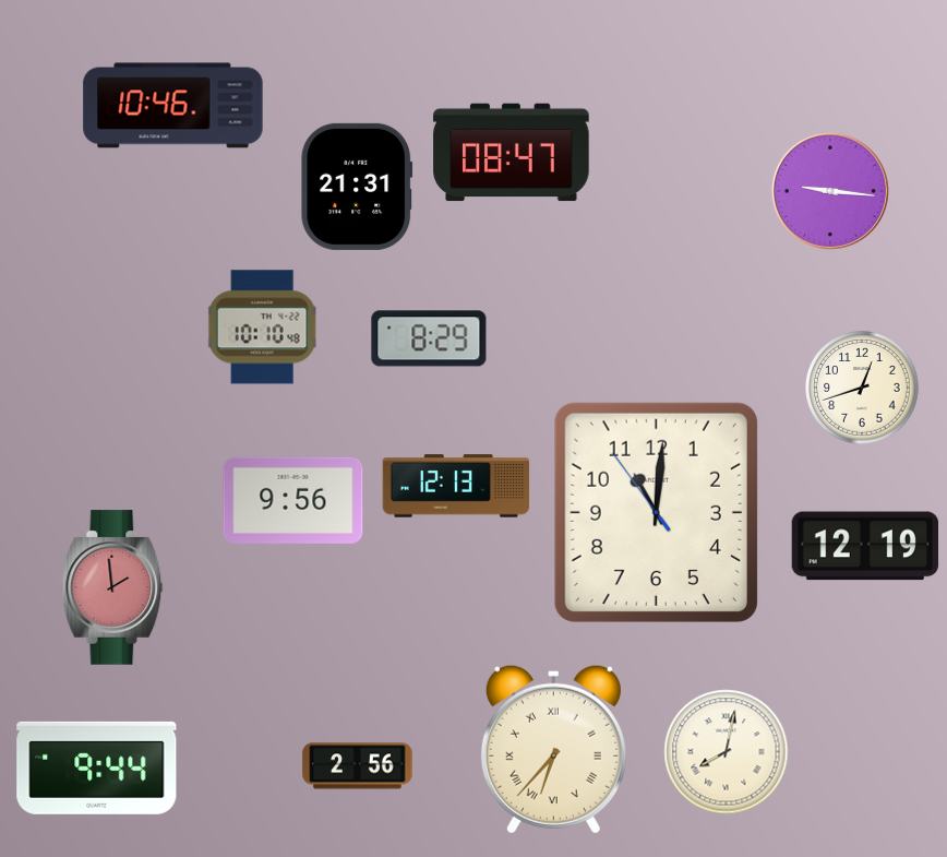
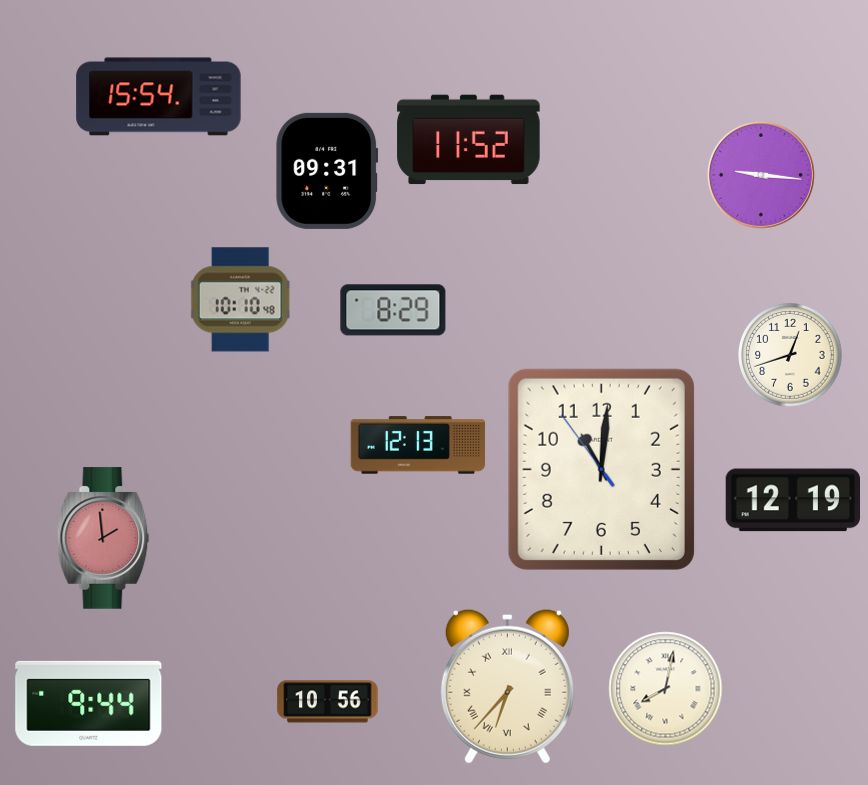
clock at (173, 106): 10:46 -> 15:54
clock at (512, 153): 08:47 -> 11:52
clock at (357, 187): 21:31 -> 09:31
clock at (293, 500): 9:56 -> none
clock at (358, 766): 2:56 -> 10:56
